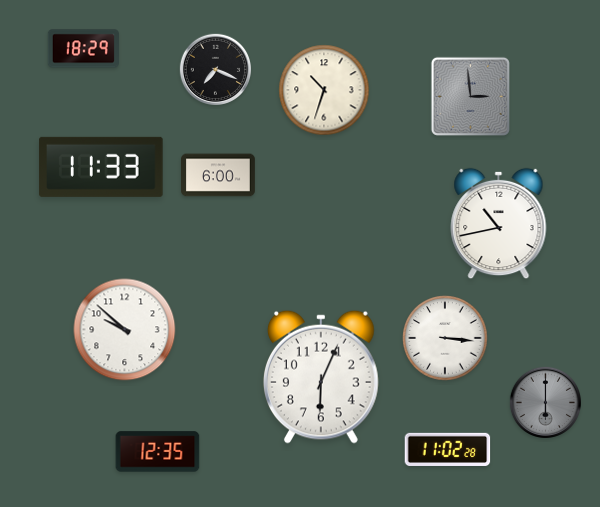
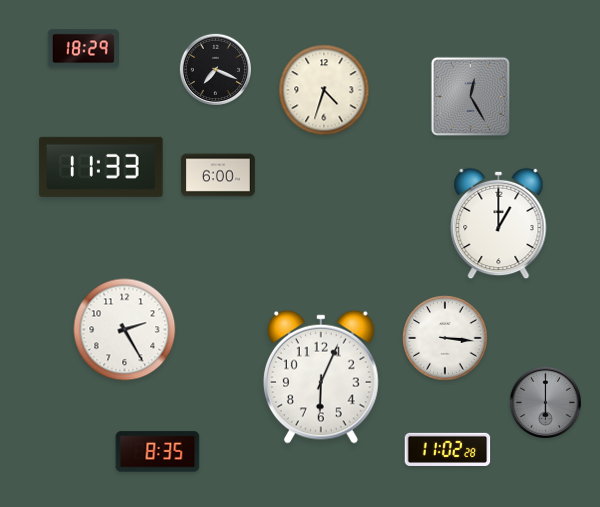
clock at (324, 90): 10:33 -> 4:33
clock at (470, 96): 2:59 -> 12:25
clock at (499, 224): 10:43 -> 1:00
clock at (125, 330): 9:52 -> 2:25
clock at (158, 452): 12:35 -> 8:35
